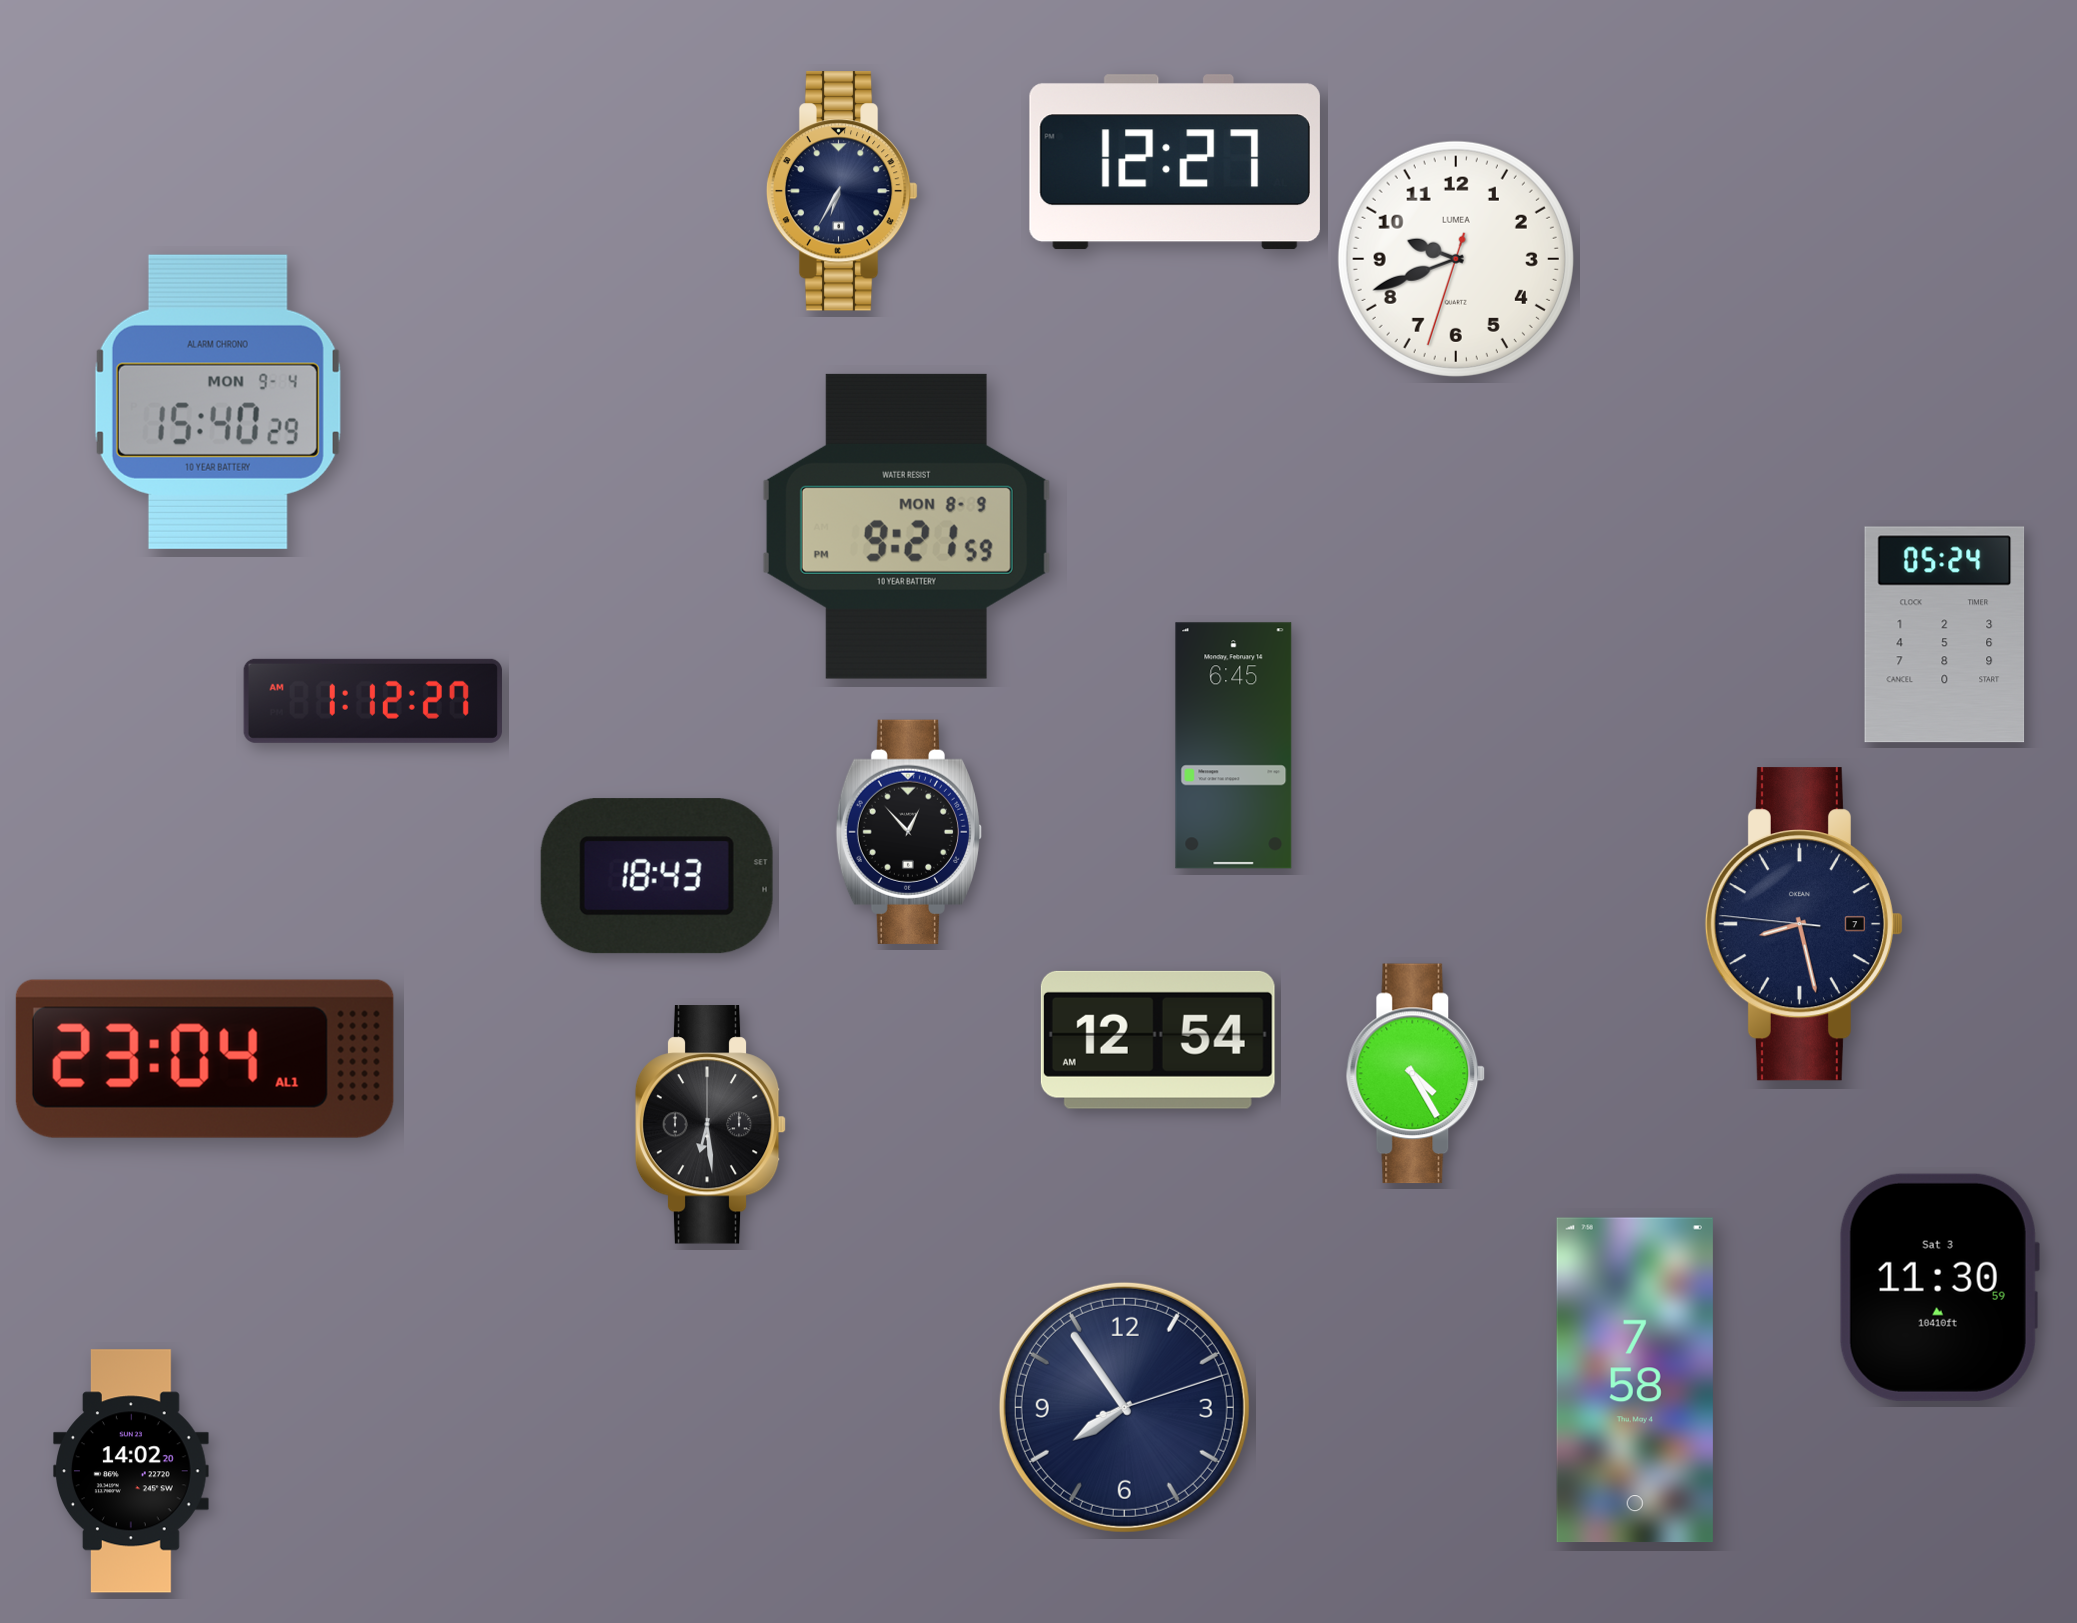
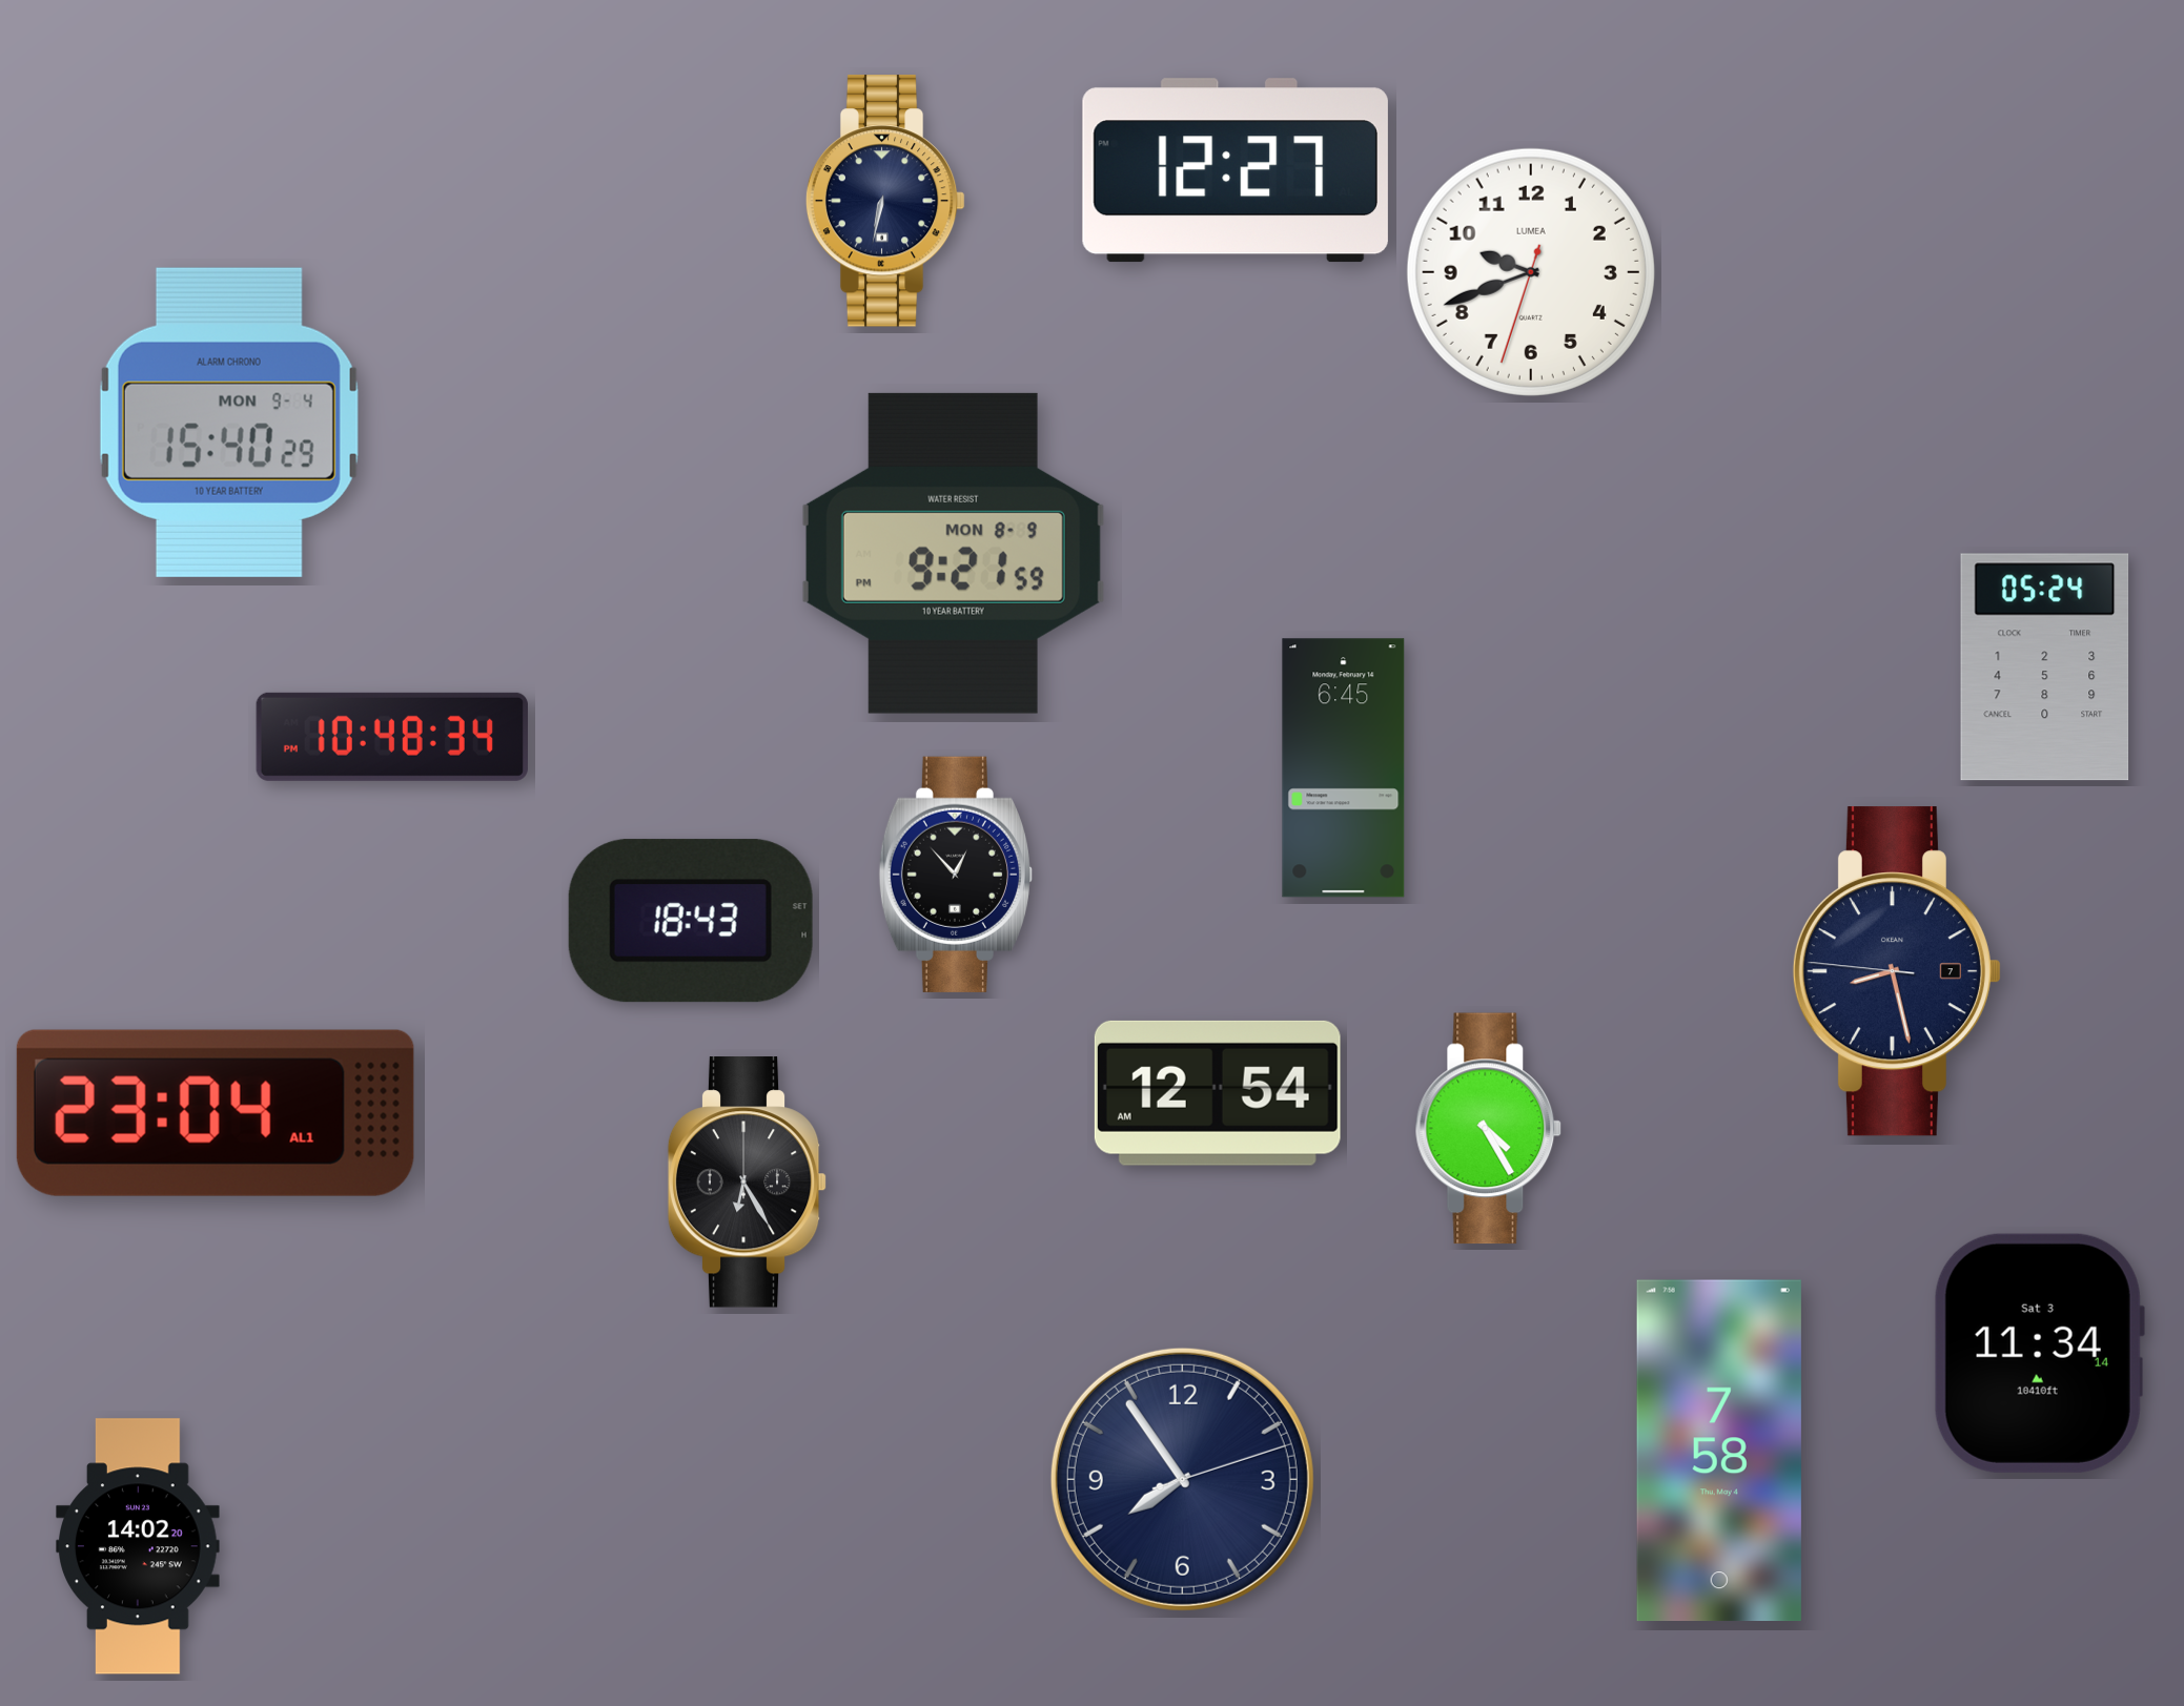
clock at (842, 191): 6:35 -> 6:32
clock at (373, 701): 1:12 -> 10:48
clock at (1234, 746) position: (1234, 746) -> (1344, 768)
clock at (711, 1125): 6:29 -> 6:25
clock at (1939, 1287): 11:30 -> 11:34
